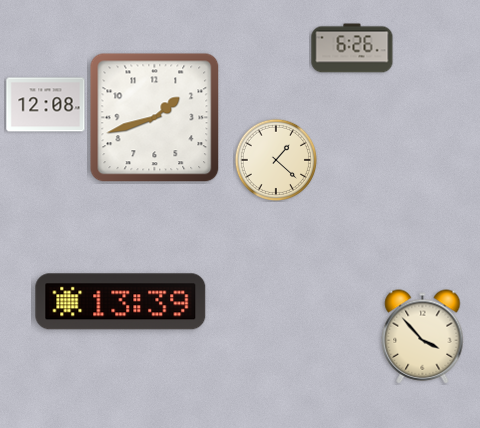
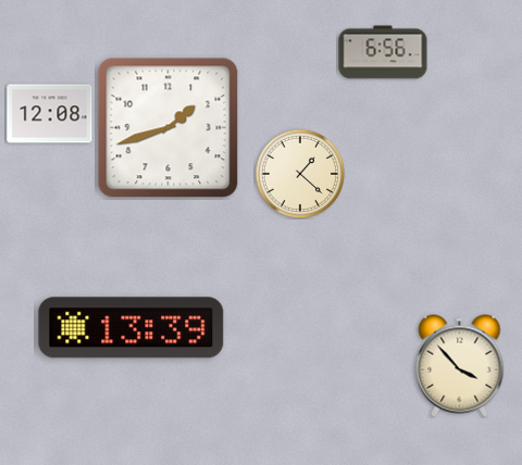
clock at (352, 48): 6:26 -> 6:56
